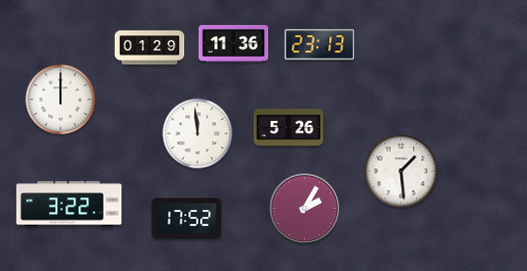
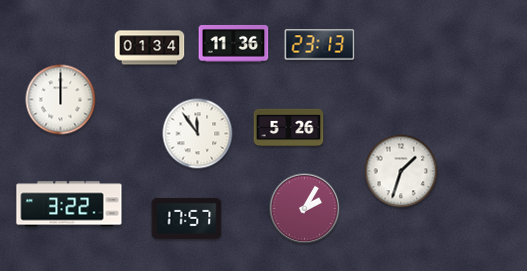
clock at (150, 48): 01:29 -> 01:34
clock at (198, 134): 11:59 -> 11:54
clock at (401, 171): 1:29 -> 1:33
clock at (187, 218): 17:52 -> 17:57
